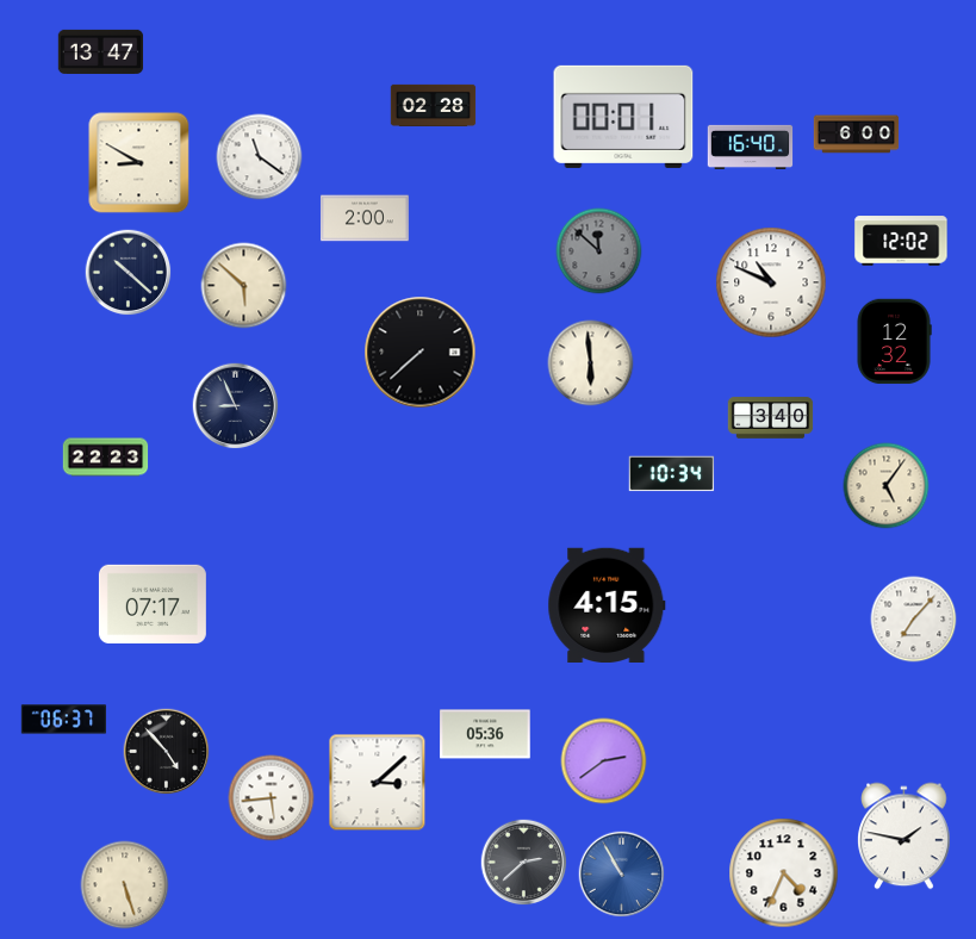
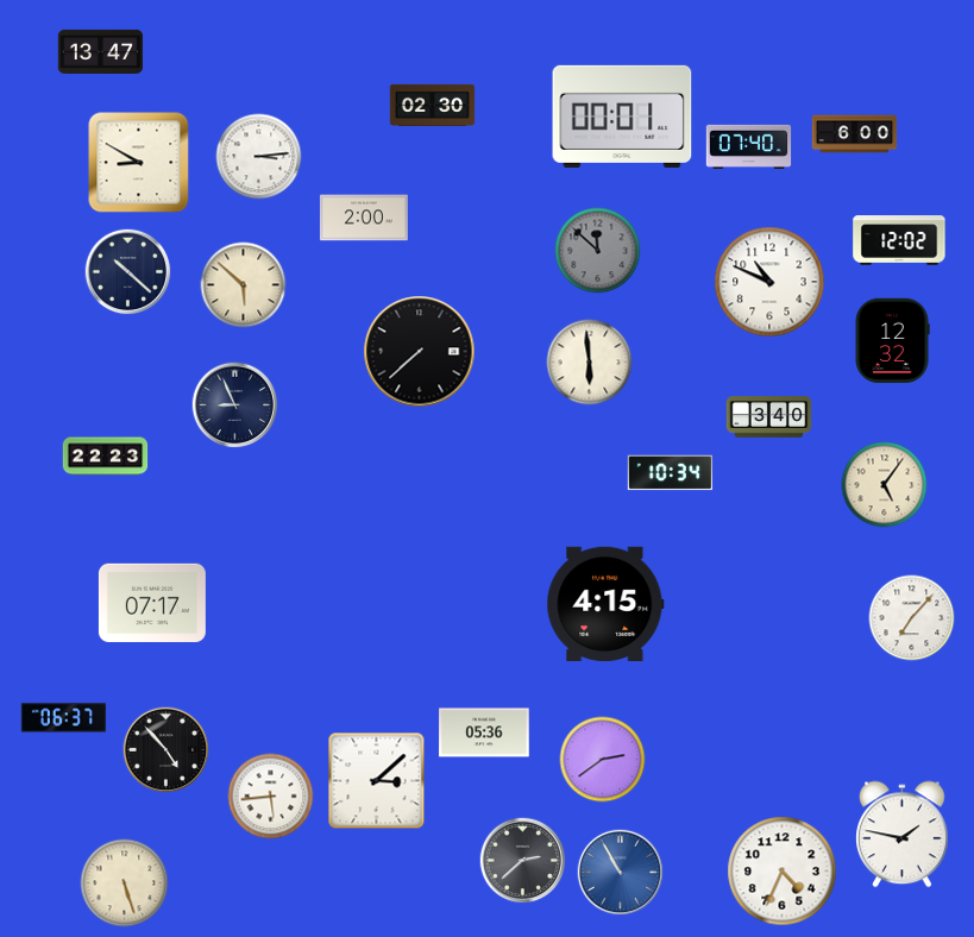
clock at (434, 105): 02:28 -> 02:30
clock at (751, 147): 16:40 -> 07:40
clock at (260, 157): 11:21 -> 3:14
